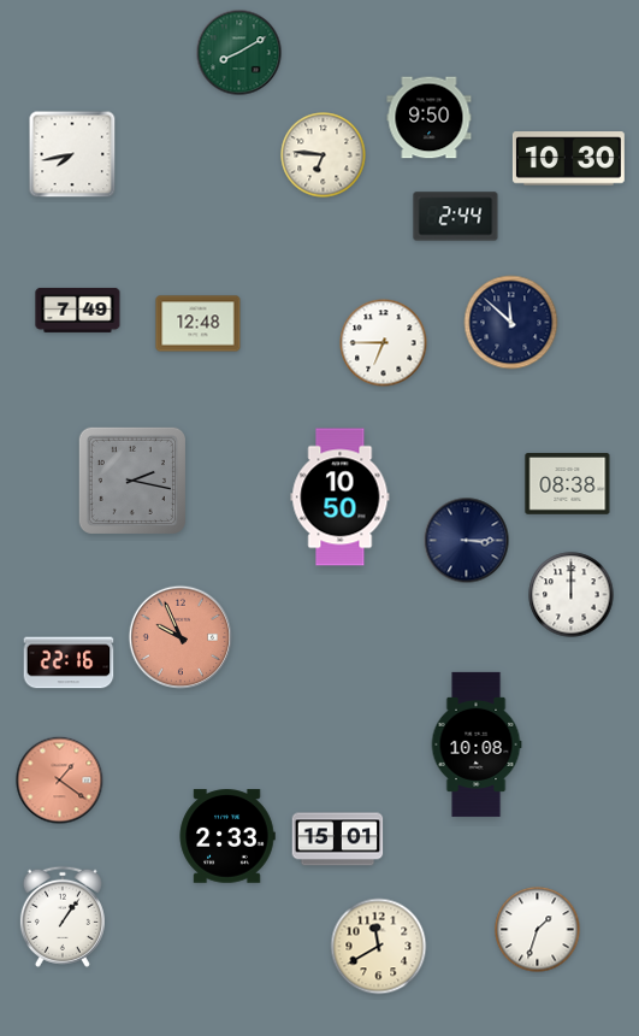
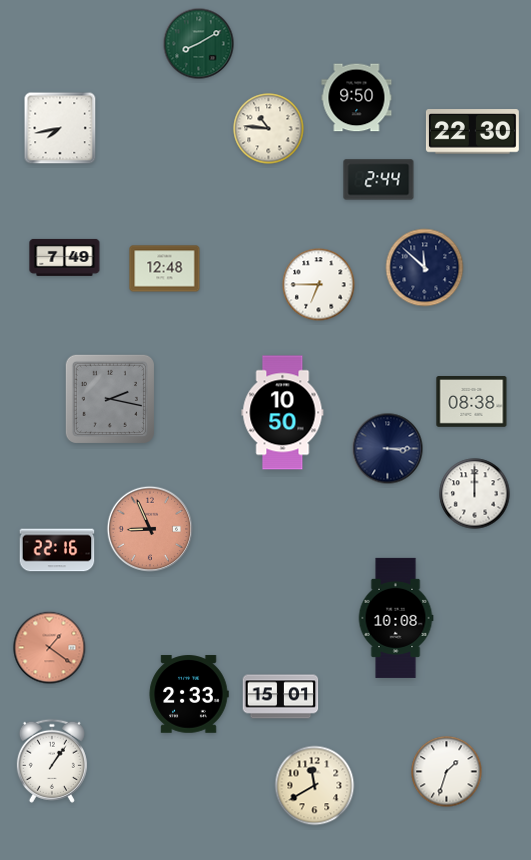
clock at (324, 155): 6:46 -> 10:46
clock at (568, 159): 10:30 -> 22:30
clock at (179, 636): 9:56 -> 8:56
